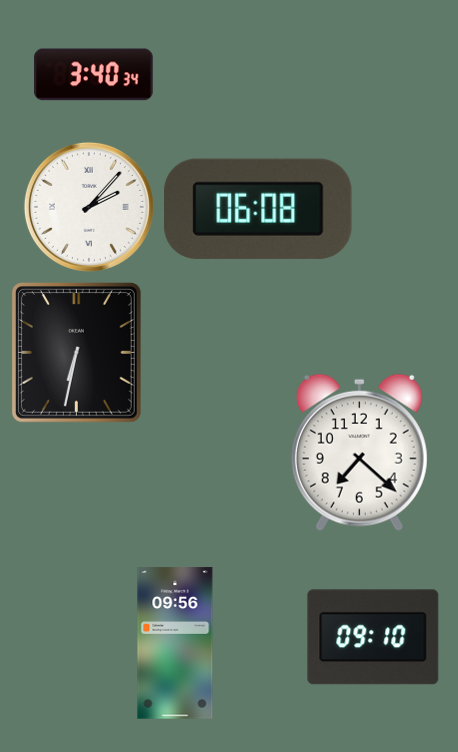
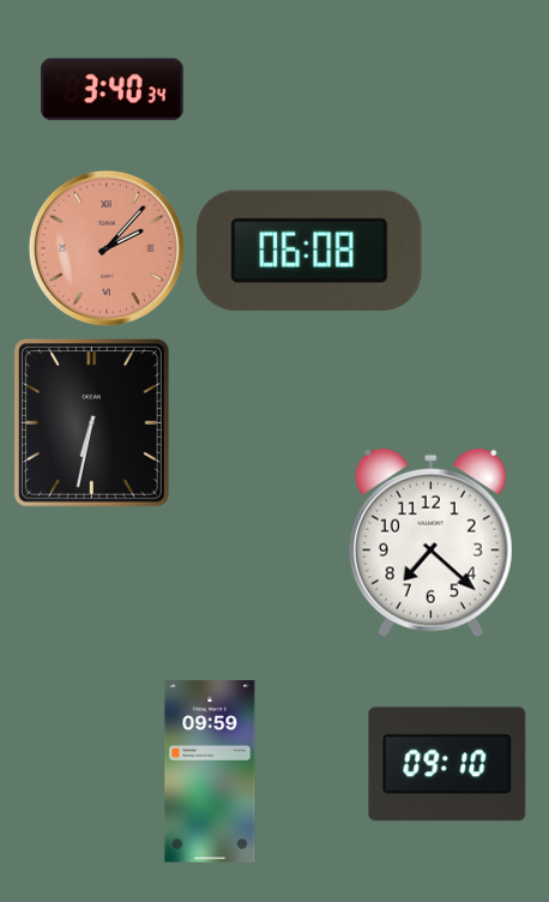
clock at (89, 207) dial: white -> salmon
clock at (175, 643): 09:56 -> 09:59
